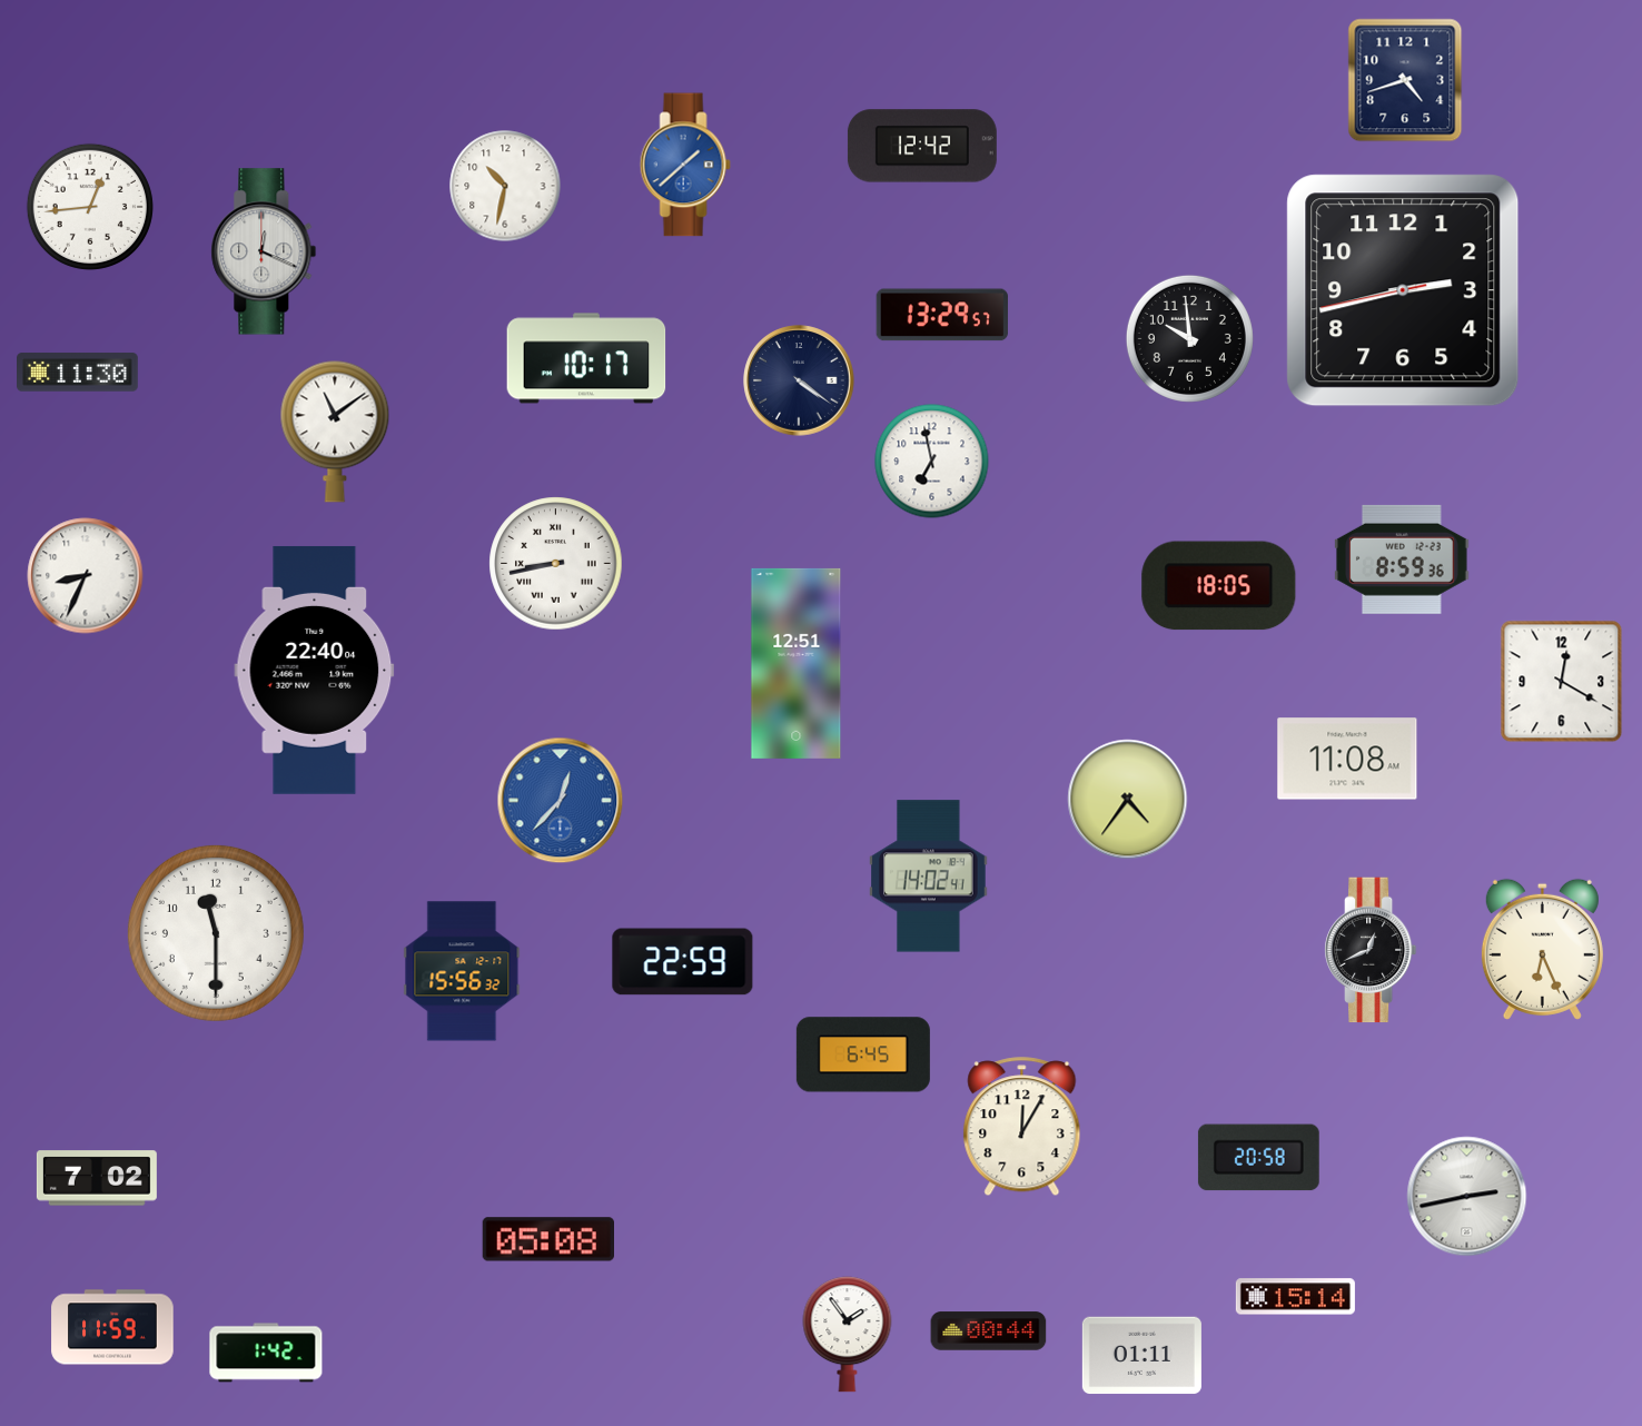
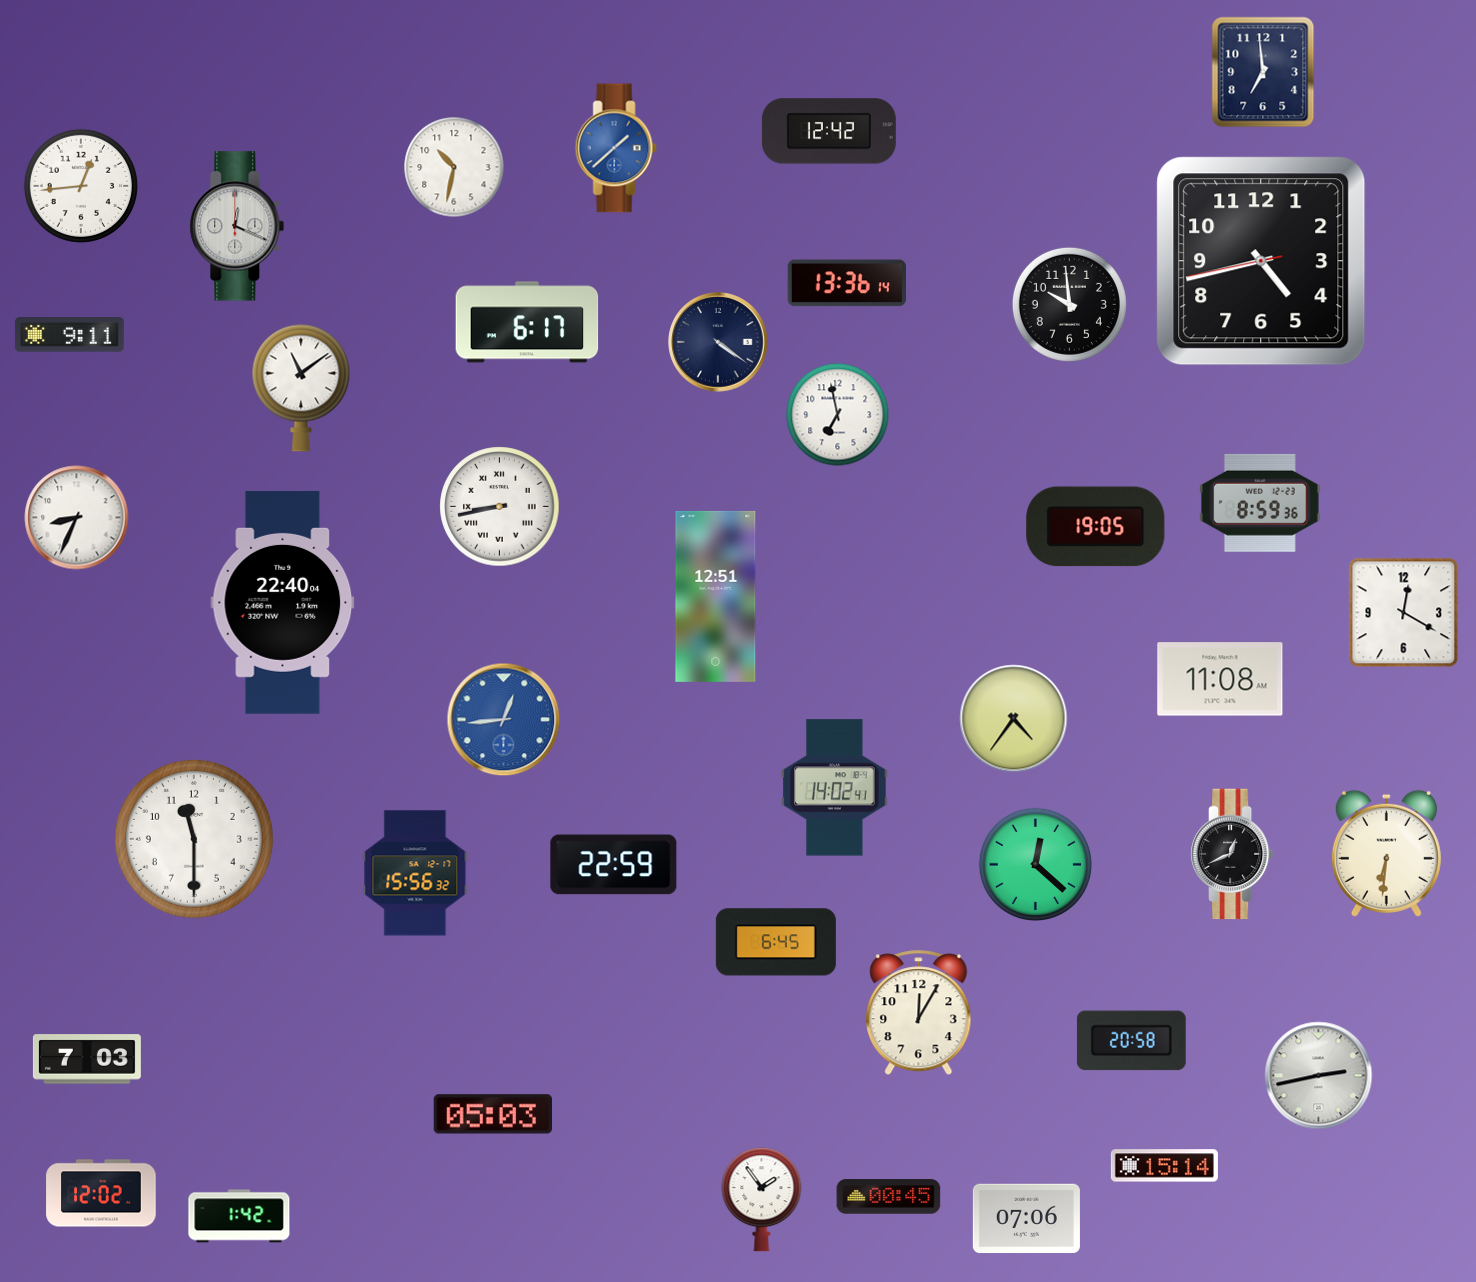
clock at (1405, 80): 4:42 -> 6:59
clock at (1403, 290): 2:42 -> 4:42
clock at (942, 315): 13:29 -> 13:36
clock at (586, 358): 10:17 -> 6:17
clock at (78, 373): 11:30 -> 9:11
clock at (1219, 586): 18:05 -> 19:05
clock at (1347, 759) position: (1347, 759) -> (1220, 679)
clock at (561, 801): 12:37 -> 12:44
clock at (1542, 949): 6:26 -> 6:31
clock at (1035, 864): none -> 12:22
clock at (863, 1054) position: (863, 1054) -> (776, 942)
clock at (97, 1178): 7:02 -> 7:03
clock at (547, 1239): 05:08 -> 05:03
clock at (112, 1327): 11:59 -> 12:02
clock at (989, 1331): 00:44 -> 00:45
clock at (1141, 1356): 01:11 -> 07:06
